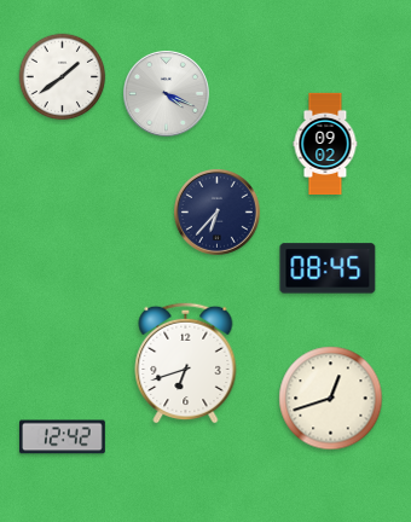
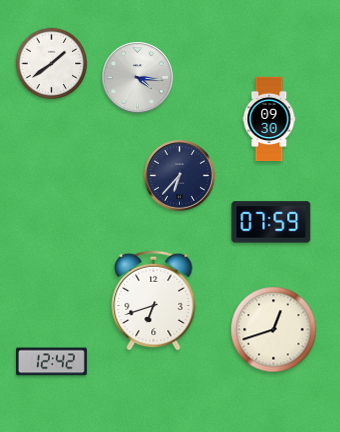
clock at (167, 94): 4:19 -> 4:16
clock at (325, 143): 09:02 -> 09:30
clock at (328, 268): 08:45 -> 07:59
